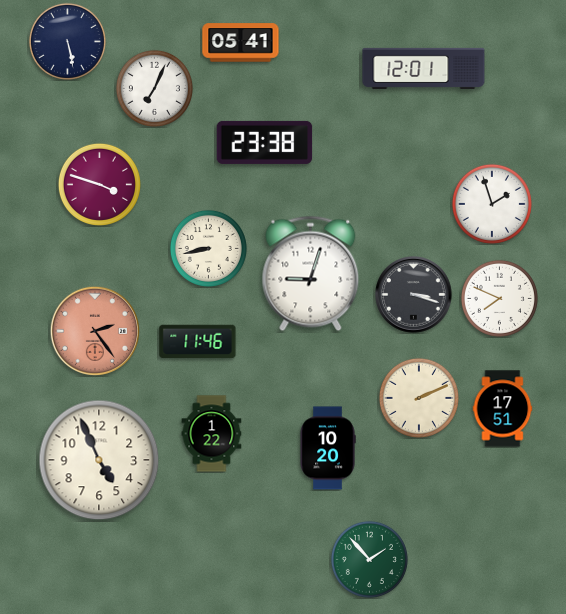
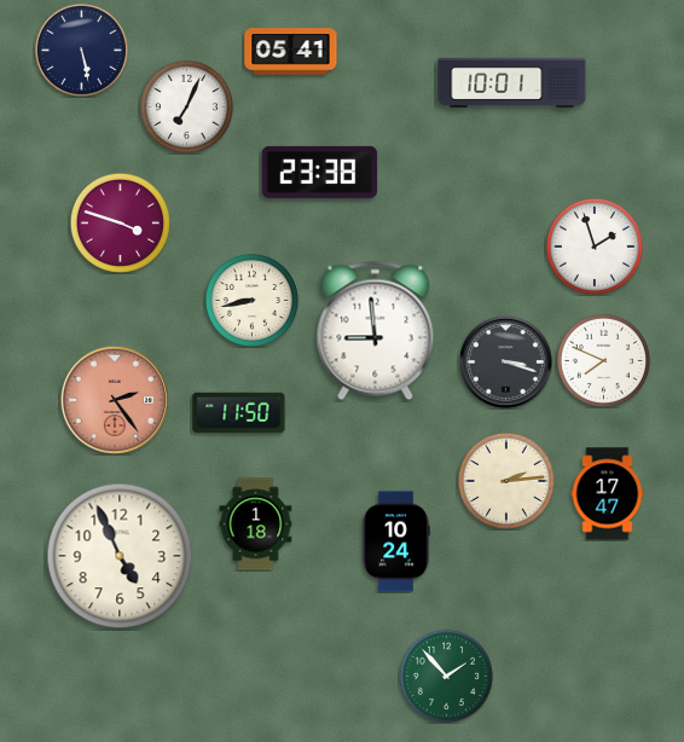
clock at (424, 68): 12:01 -> 10:01
clock at (311, 274): 9:03 -> 8:59
clock at (414, 295) position: (414, 295) -> (506, 363)
clock at (198, 342): 11:46 -> 11:50
clock at (419, 398): 2:11 -> 2:14
clock at (503, 409): 17:51 -> 17:47
clock at (212, 434): 1:22 -> 1:18
clock at (328, 448): 10:20 -> 10:24
